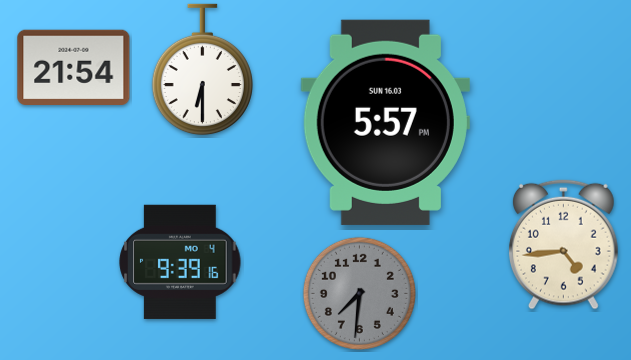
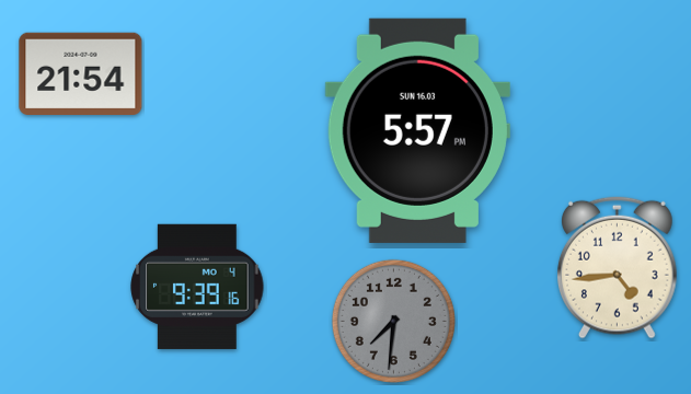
clock at (202, 70): 6:30 -> none
clock at (385, 122) position: (385, 122) -> (417, 130)
